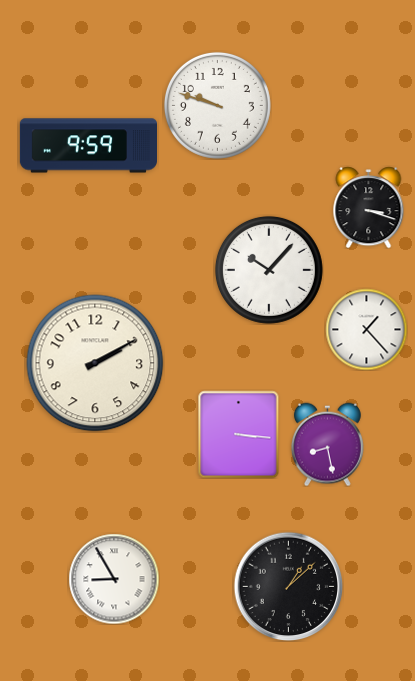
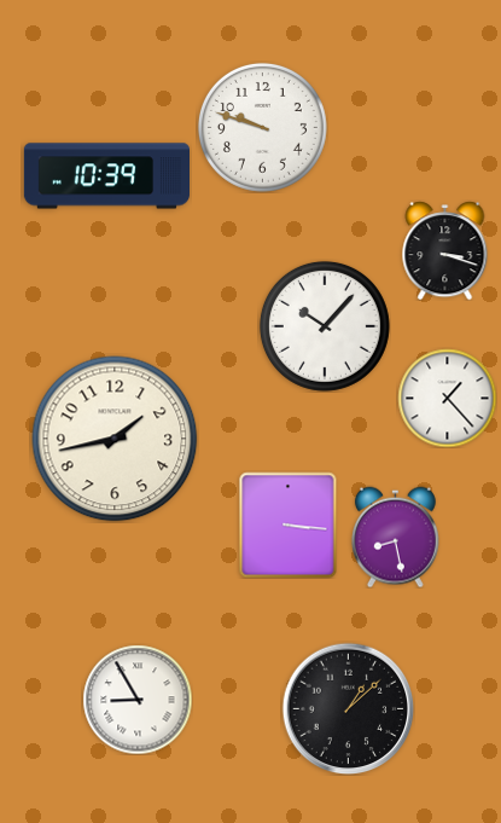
clock at (88, 146): 9:59 -> 10:39
clock at (366, 329) position: (366, 329) -> (447, 398)
clock at (95, 363): 2:10 -> 1:43
